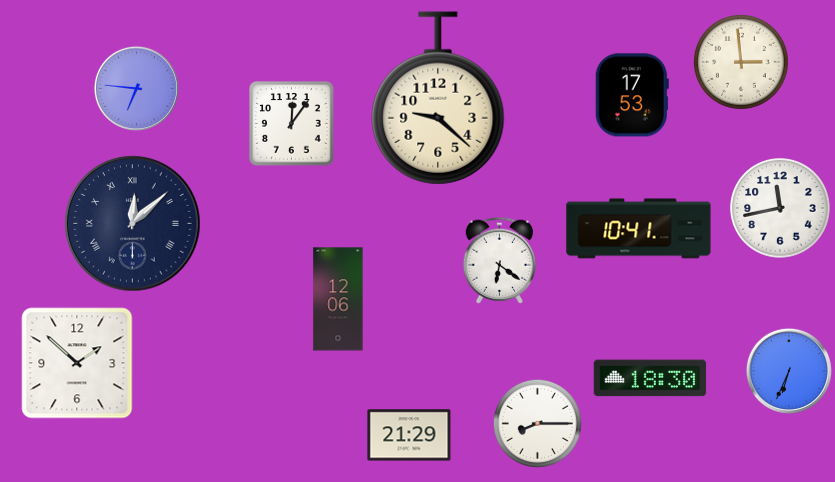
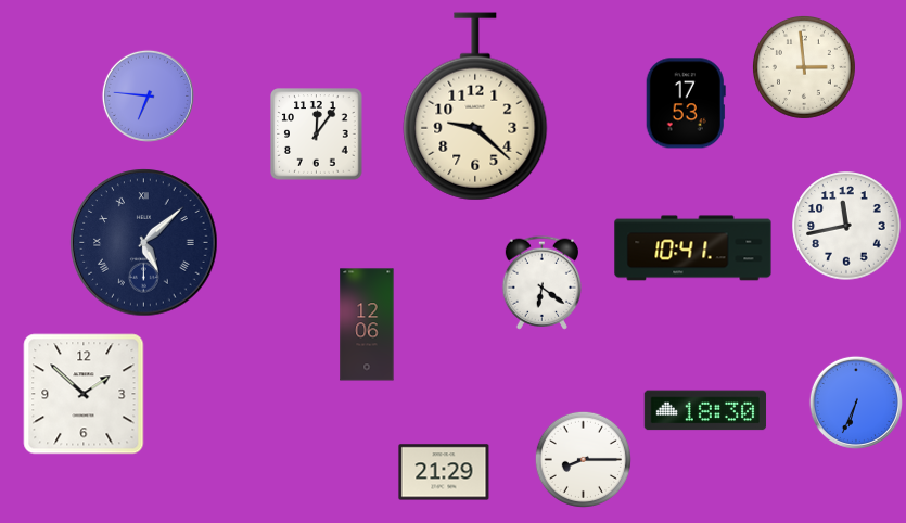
clock at (133, 224): 12:08 -> 5:08
